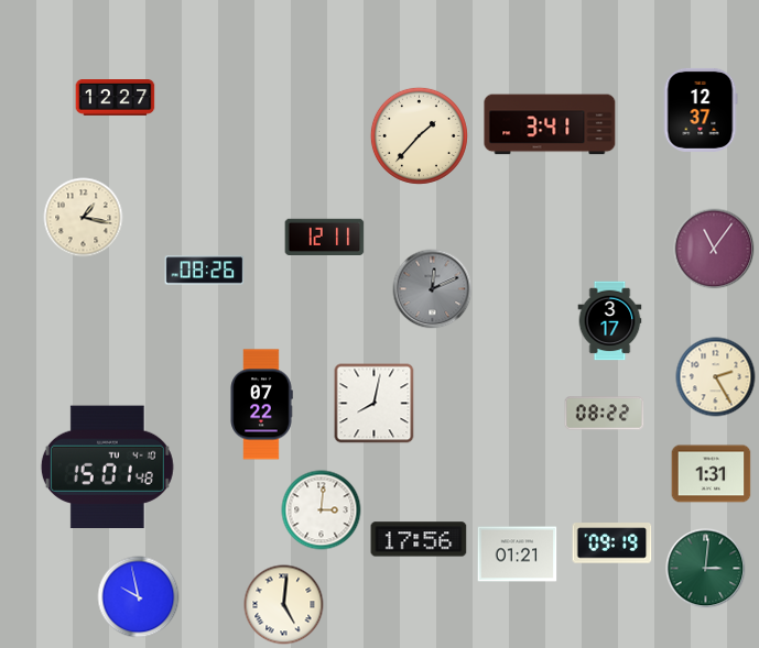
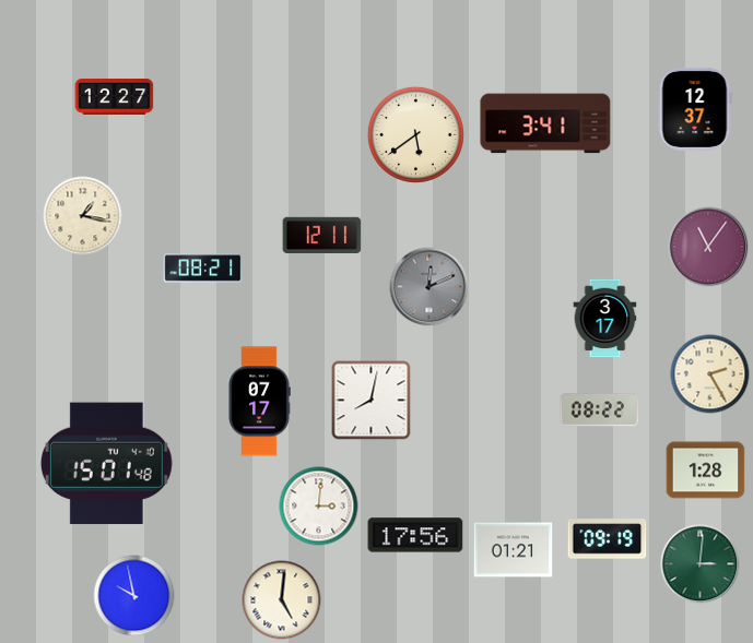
clock at (419, 135): 1:37 -> 5:39
clock at (205, 271): 08:26 -> 08:21
clock at (261, 405): 07:22 -> 07:17
clock at (712, 474): 1:31 -> 1:28
clock at (139, 597) position: (139, 597) -> (134, 596)
